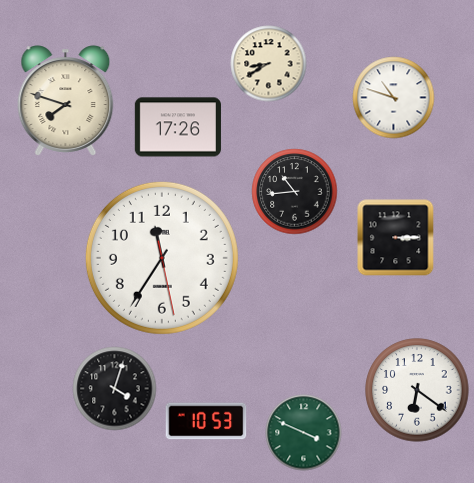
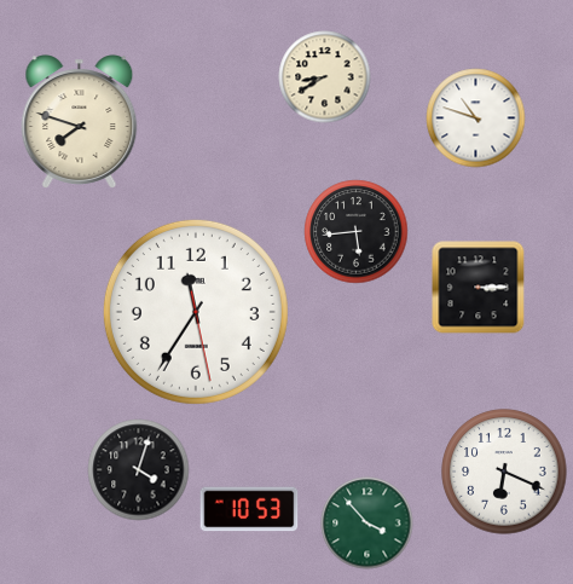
clock at (178, 127): 17:26 -> none
clock at (295, 192): 10:44 -> 5:44
clock at (417, 390): 6:21 -> 6:19
clock at (304, 433): 3:49 -> 3:53
